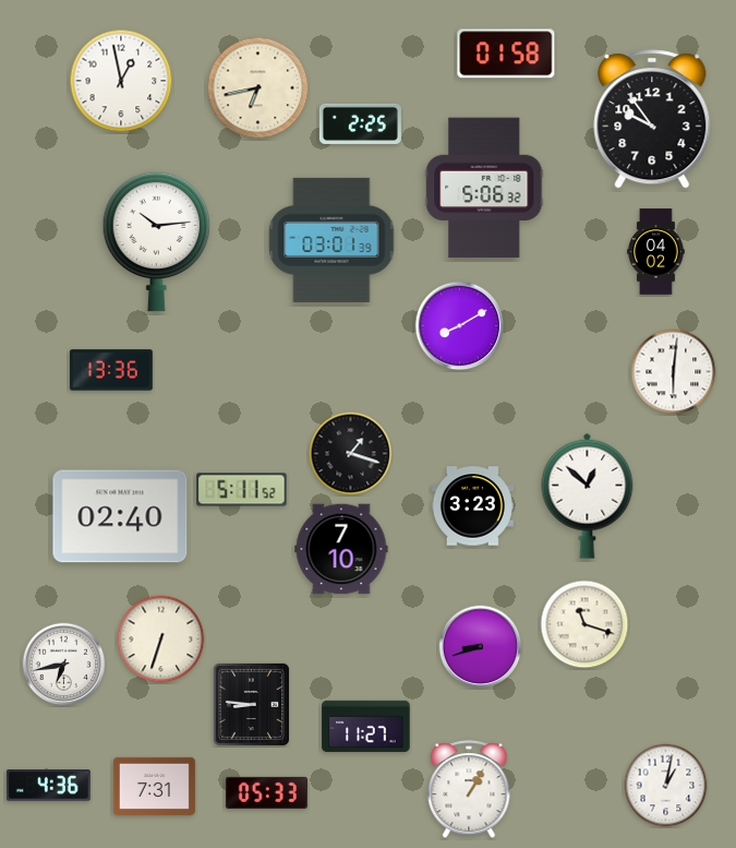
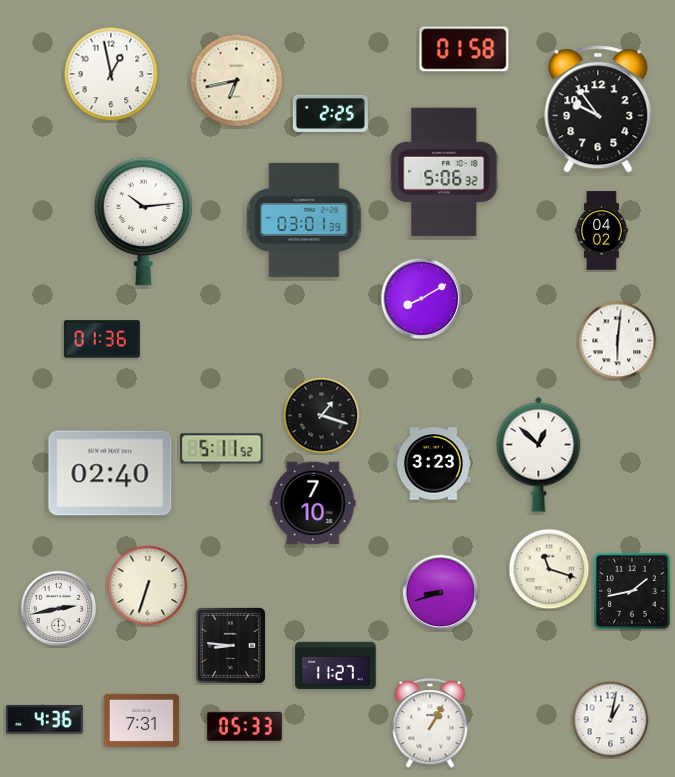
clock at (111, 370): 13:36 -> 01:36
clock at (584, 624) position: (584, 624) -> (549, 569)
clock at (633, 592): none -> 1:43
clock at (64, 665): 6:43 -> 2:43
